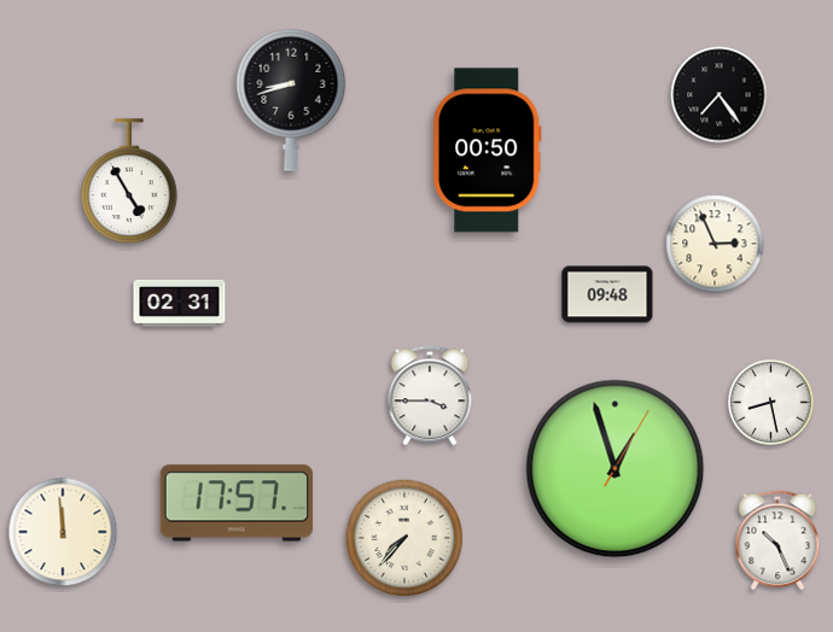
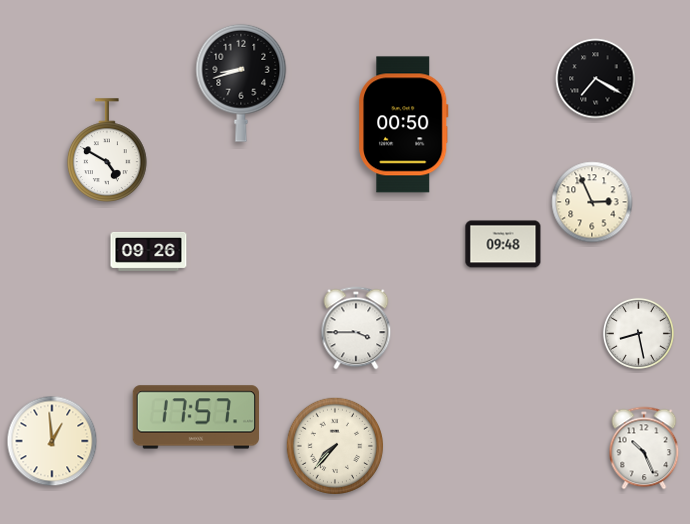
clock at (720, 95): 7:24 -> 7:20
clock at (130, 181): 4:55 -> 4:50
clock at (180, 303): 02:31 -> 09:26
clock at (616, 469): 12:57 -> none
clock at (63, 532): 11:59 -> 12:59
